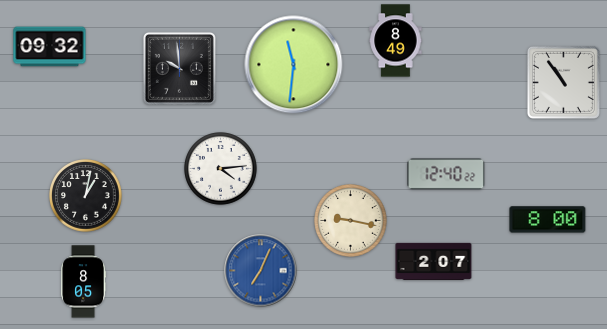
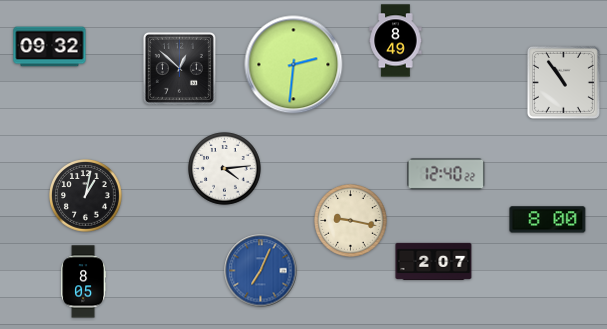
clock at (294, 65): 11:31 -> 2:31
clock at (179, 68): 9:59 -> 12:52
clock at (221, 169) position: (221, 169) -> (225, 169)
